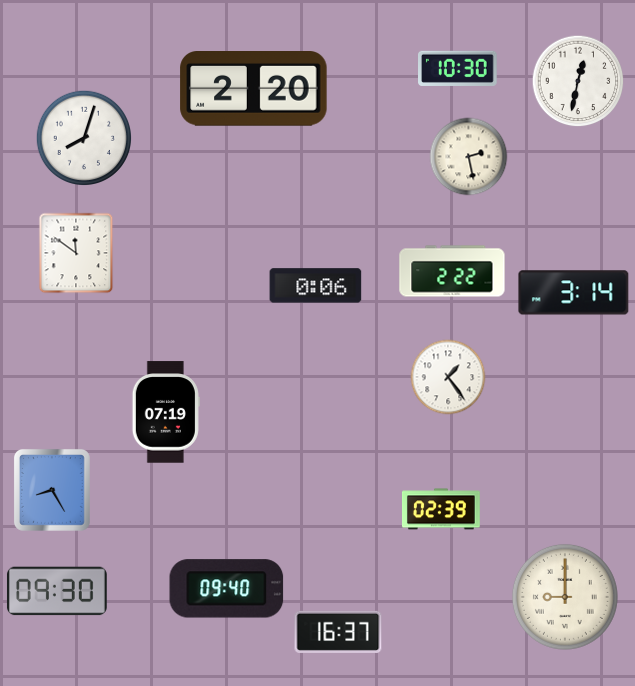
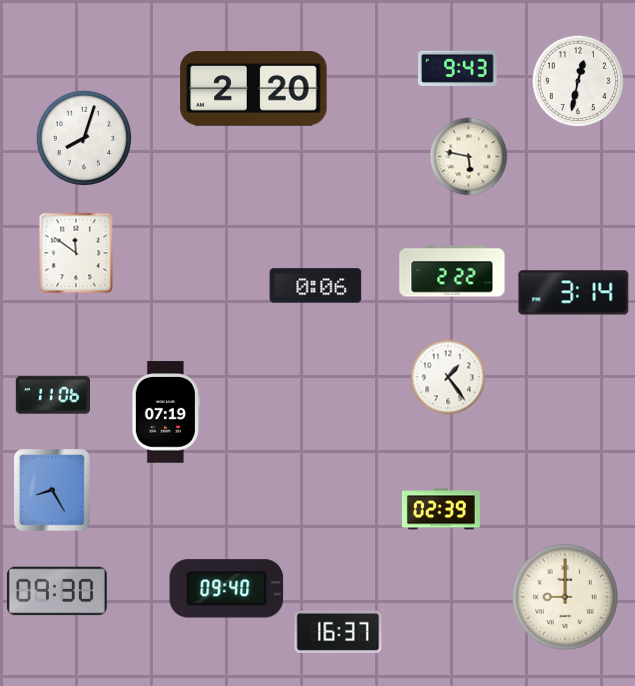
clock at (458, 68): 10:30 -> 9:43
clock at (469, 157): 2:28 -> 5:47
clock at (52, 395): none -> 11:06
